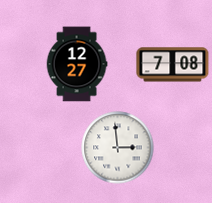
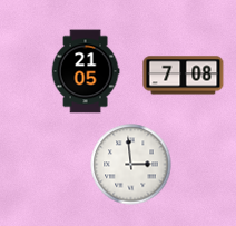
clock at (77, 64): 12:27 -> 21:05
clock at (173, 65) position: (173, 65) -> (184, 76)
